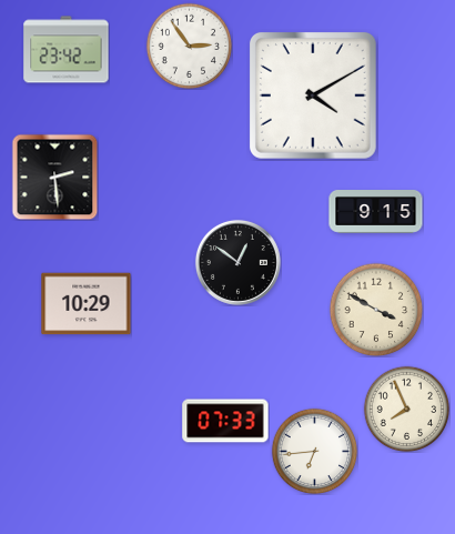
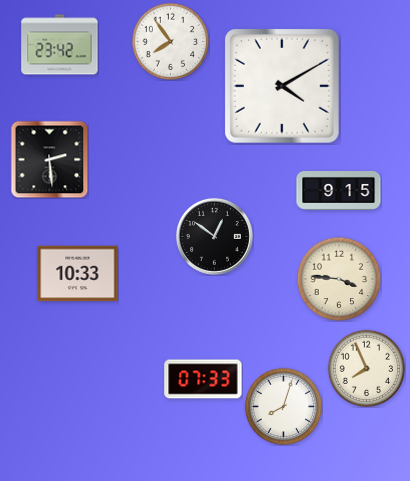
clock at (189, 46): 2:54 -> 7:54
clock at (87, 304): 10:29 -> 10:33
clock at (376, 310): 3:50 -> 3:46
clock at (314, 451): 6:44 -> 8:03
